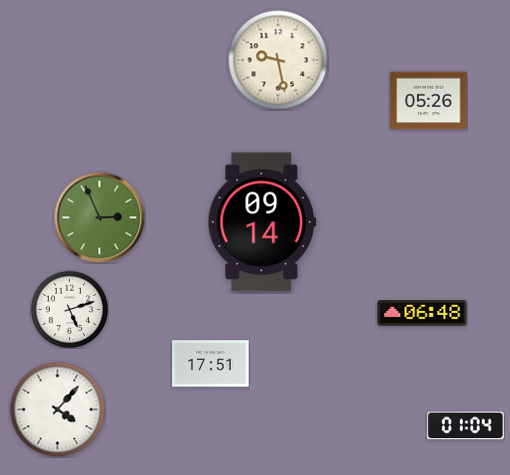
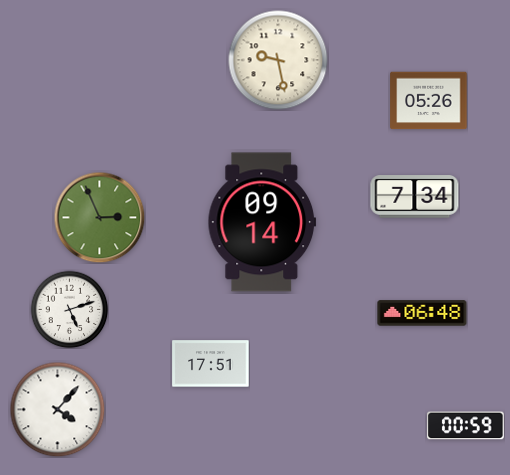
clock at (415, 197): none -> 7:34
clock at (466, 426): 01:04 -> 00:59
